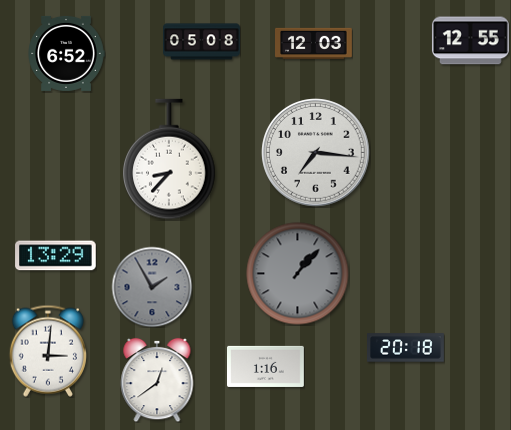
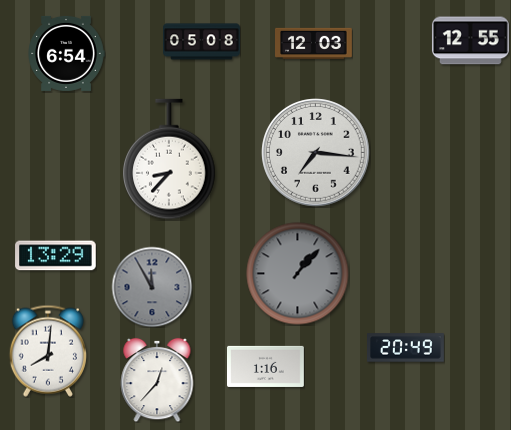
clock at (66, 53): 6:52 -> 6:54
clock at (152, 287): 1:55 -> 11:55
clock at (406, 348): 20:18 -> 20:49
clock at (48, 351): 3:01 -> 8:01
clock at (157, 380): 12:39 -> 12:37
